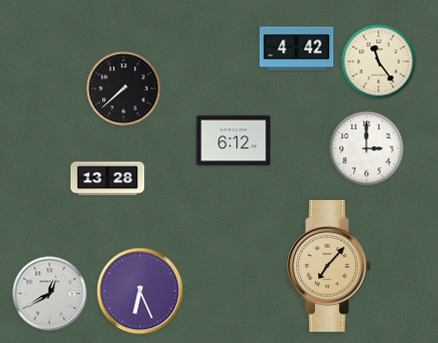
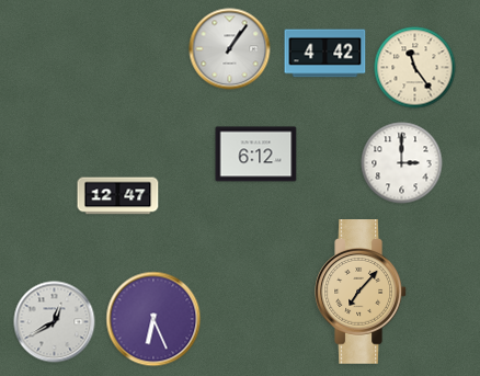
clock at (230, 49): none -> 1:06
clock at (124, 89): 7:38 -> none
clock at (108, 179): 13:28 -> 12:47
